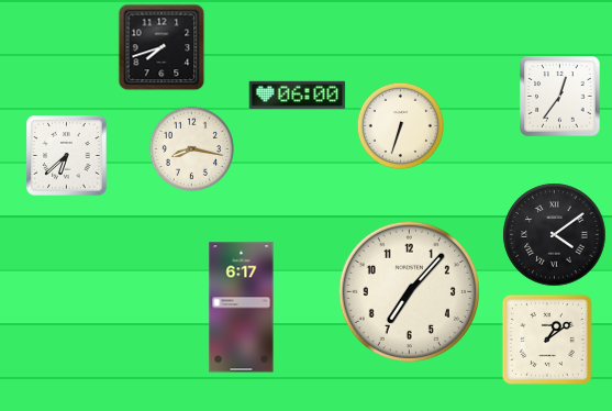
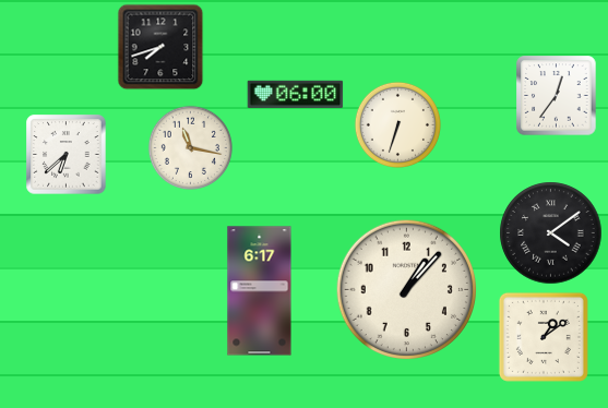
clock at (191, 148): 8:17 -> 11:17
clock at (409, 291): 7:07 -> 1:07
clock at (242, 308) position: (242, 308) -> (260, 291)
